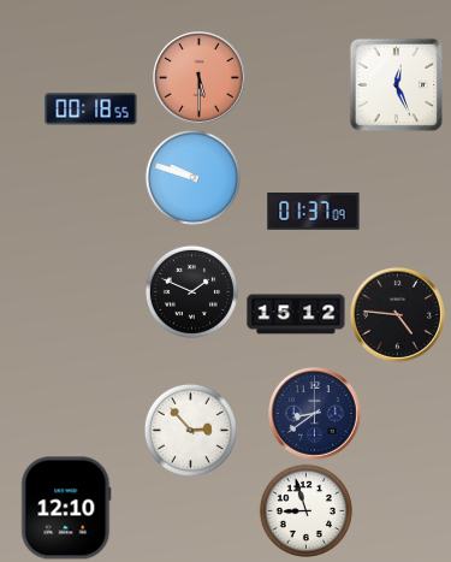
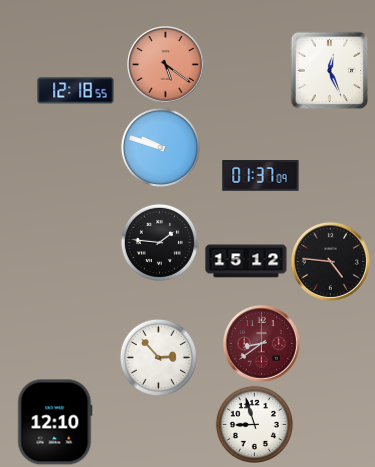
clock at (200, 78): 5:30 -> 5:21
clock at (91, 110): 00:18 -> 12:18
clock at (191, 291): 1:49 -> 1:46
clock at (315, 414) dial: navy -> burgundy
